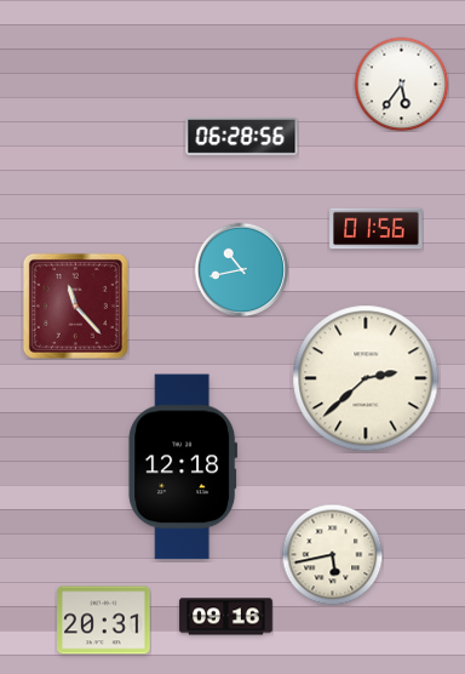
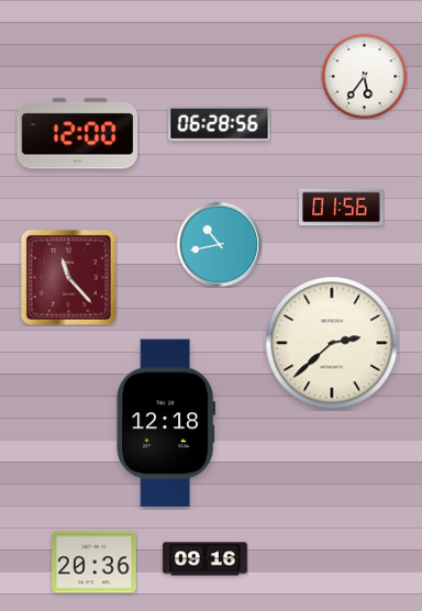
clock at (78, 134): none -> 12:00
clock at (332, 554): 5:43 -> none
clock at (104, 621): 20:31 -> 20:36
